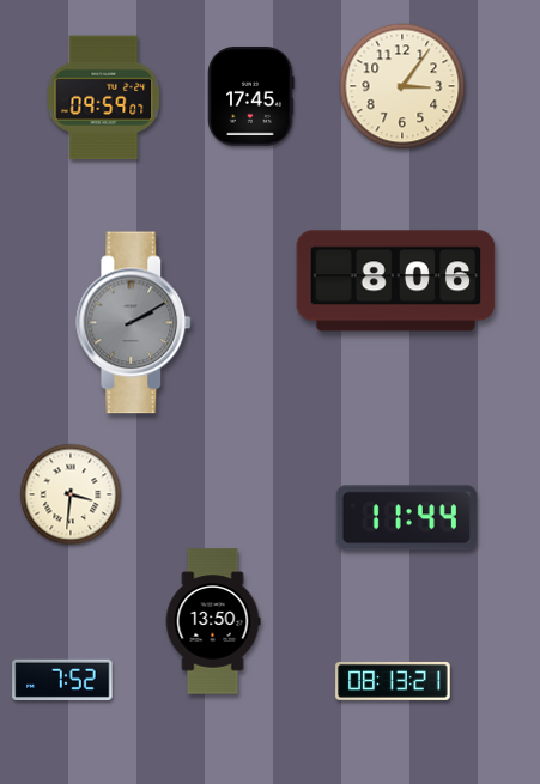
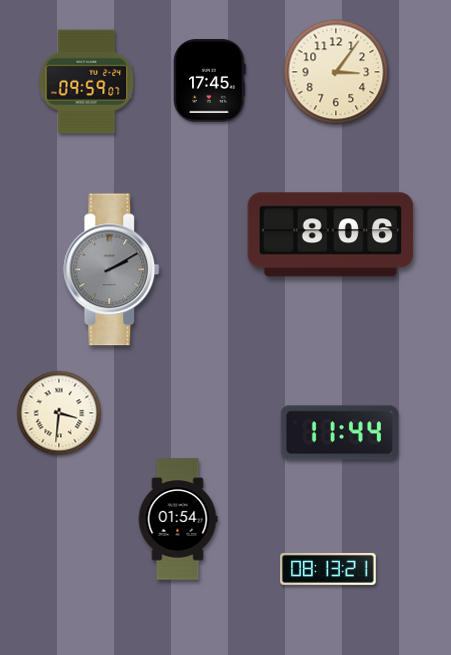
clock at (213, 621): 13:50 -> 01:54
clock at (62, 679): 7:52 -> none
